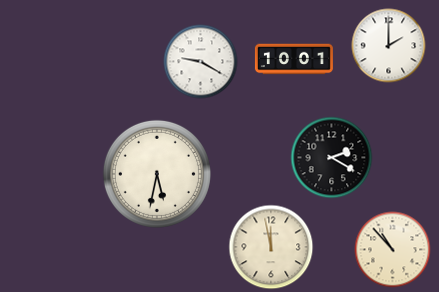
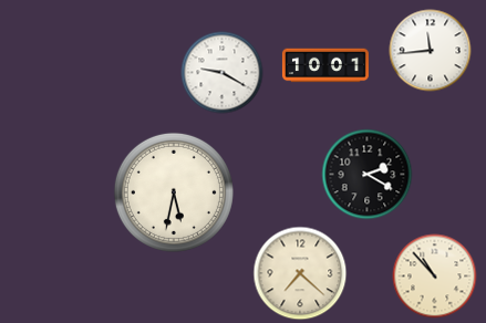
clock at (389, 46): 2:00 -> 11:44
clock at (201, 62) position: (201, 62) -> (223, 73)
clock at (271, 247): 11:58 -> 7:22
